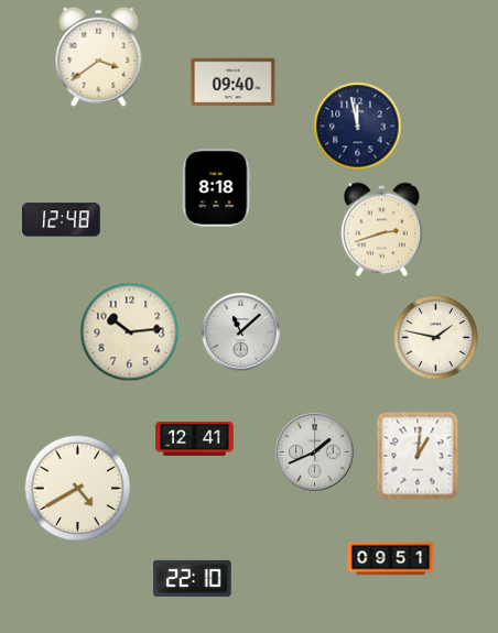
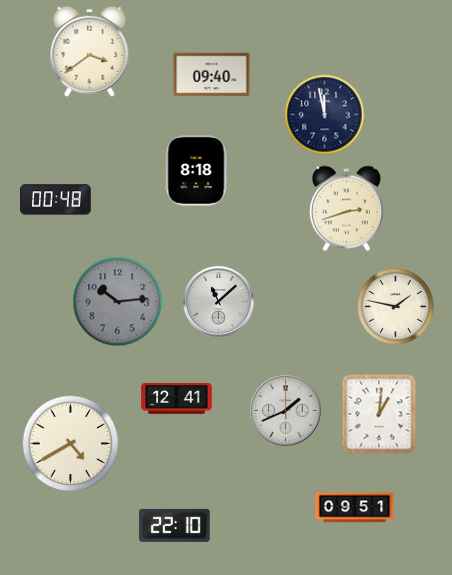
clock at (62, 220): 12:48 -> 00:48
clock at (130, 332) dial: cream -> grey
